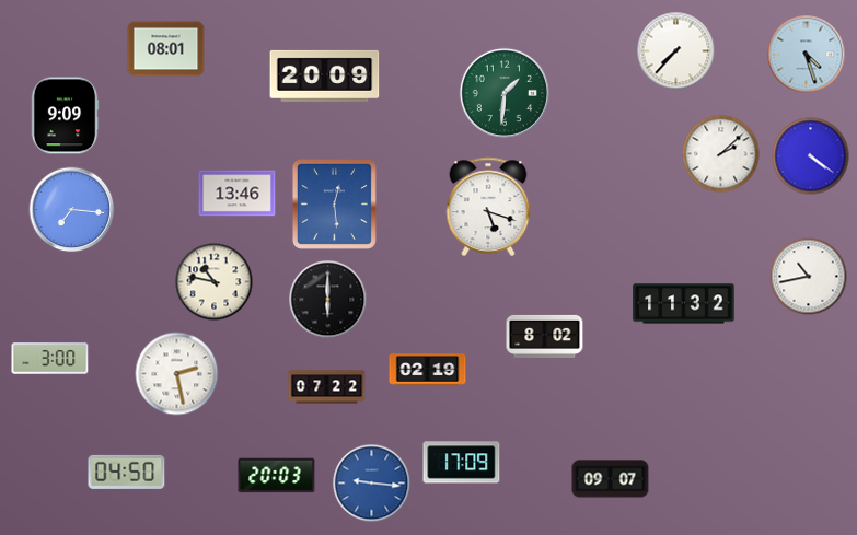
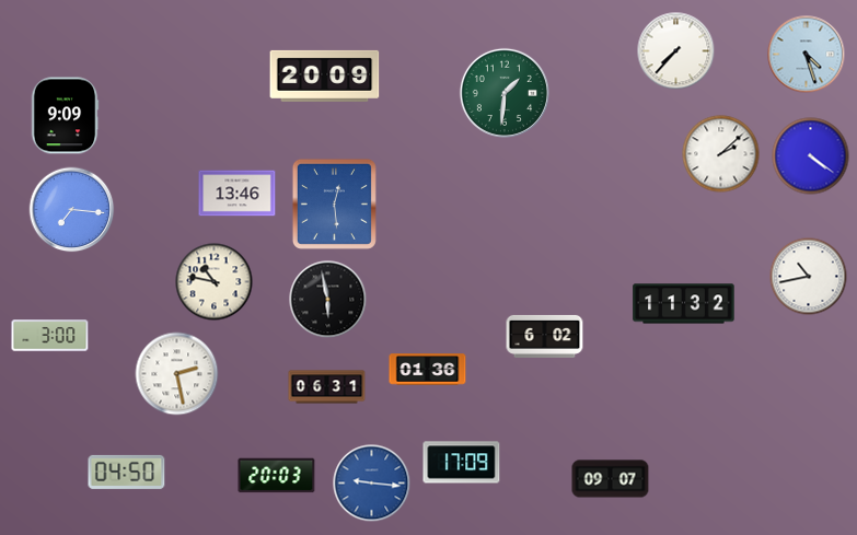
clock at (166, 49): 08:01 -> none
clock at (488, 207): 5:18 -> none
clock at (328, 300): 6:00 -> 5:58
clock at (545, 336): 8:02 -> 6:02
clock at (50, 359) position: (50, 359) -> (50, 336)
clock at (428, 370): 02:19 -> 01:36
clock at (327, 387): 07:22 -> 06:31
